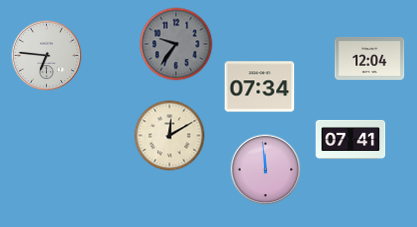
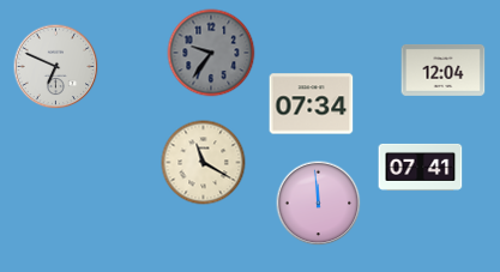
clock at (47, 56): 6:46 -> 6:49
clock at (170, 136): 12:10 -> 11:20
